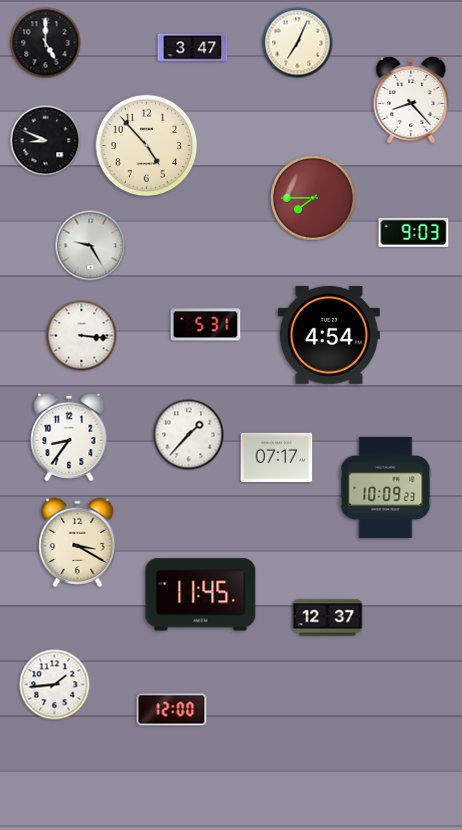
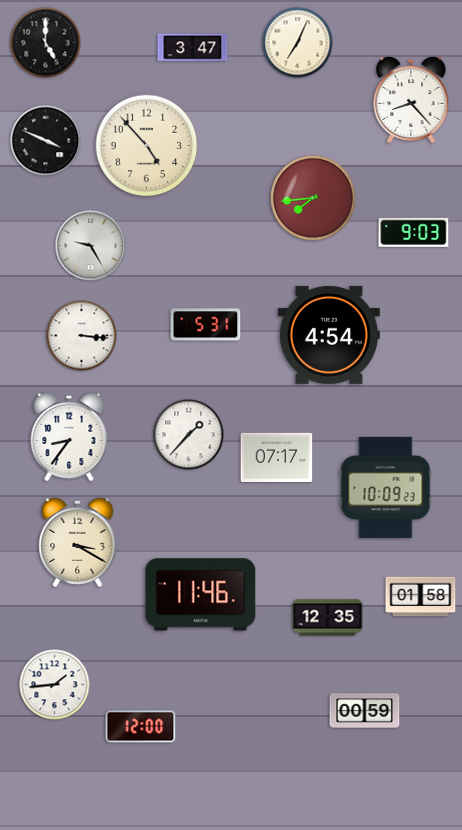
clock at (46, 141): 8:49 -> 3:49
clock at (314, 199): 7:45 -> 7:44
clock at (201, 595): 11:45 -> 11:46
clock at (421, 597): none -> 01:58
clock at (328, 618): 12:37 -> 12:35
clock at (172, 710) position: (172, 710) -> (141, 727)
clock at (365, 711): none -> 00:59
